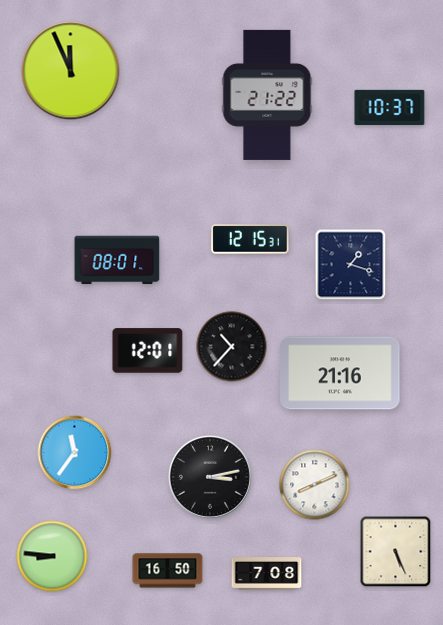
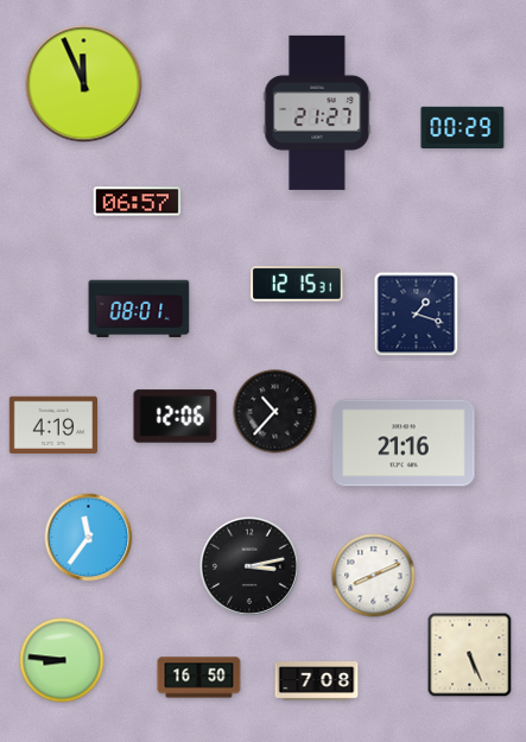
clock at (267, 95): 21:22 -> 21:27
clock at (390, 107): 10:37 -> 00:29
clock at (138, 202): none -> 06:57
clock at (148, 351): 12:01 -> 12:06
clock at (52, 425): none -> 4:19
